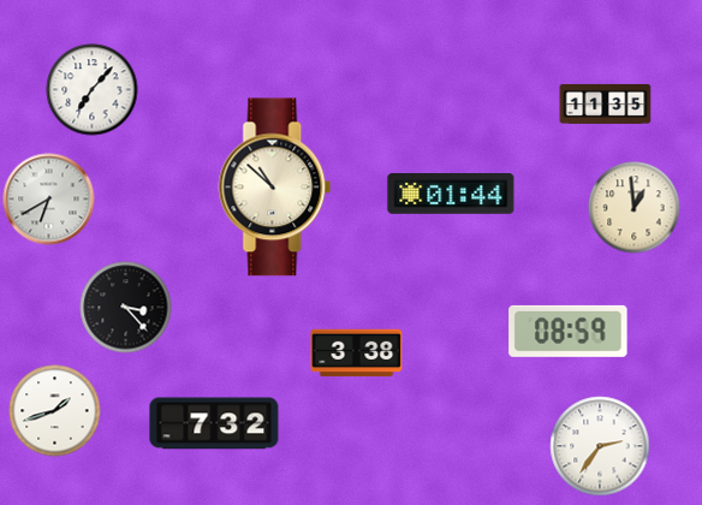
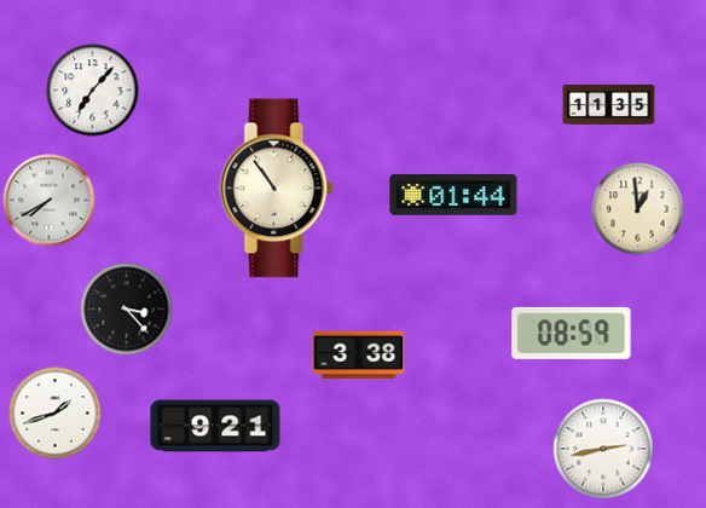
clock at (275, 188): 10:52 -> 10:54
clock at (49, 200): 6:40 -> 7:40
clock at (214, 423): 7:32 -> 9:21
clock at (600, 446): 2:36 -> 2:43
